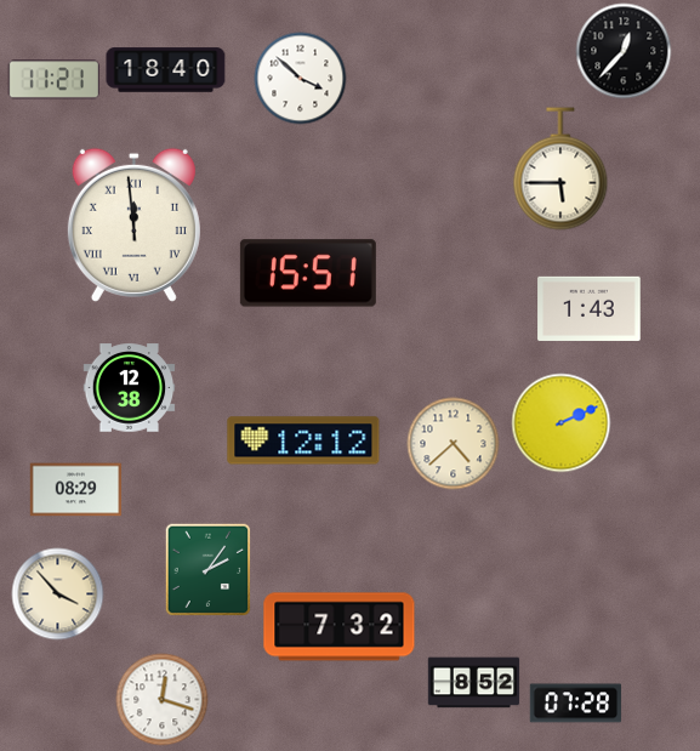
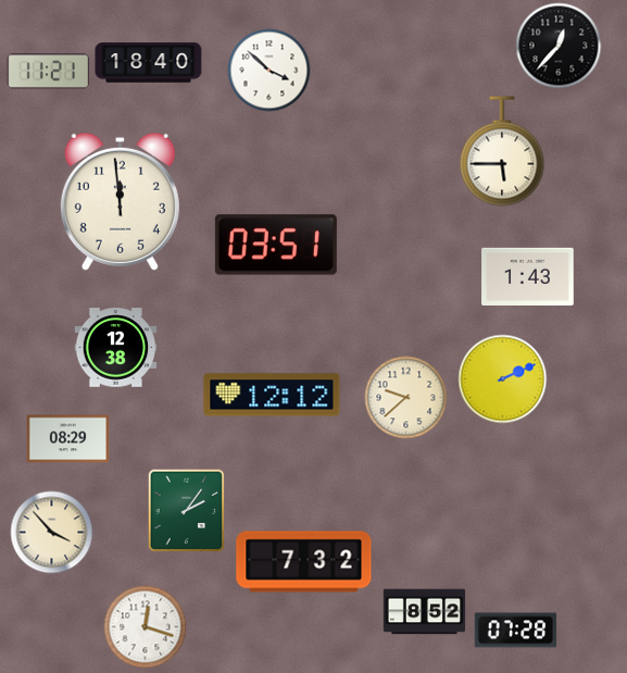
clock at (133, 224) numerals: Roman -> Arabic
clock at (308, 273): 15:51 -> 03:51
clock at (454, 444): 4:38 -> 9:38
